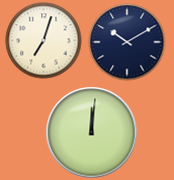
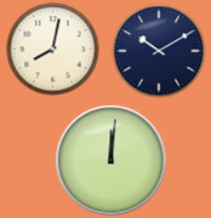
clock at (44, 41): 7:03 -> 8:02
clock at (127, 42) position: (127, 42) -> (159, 51)
